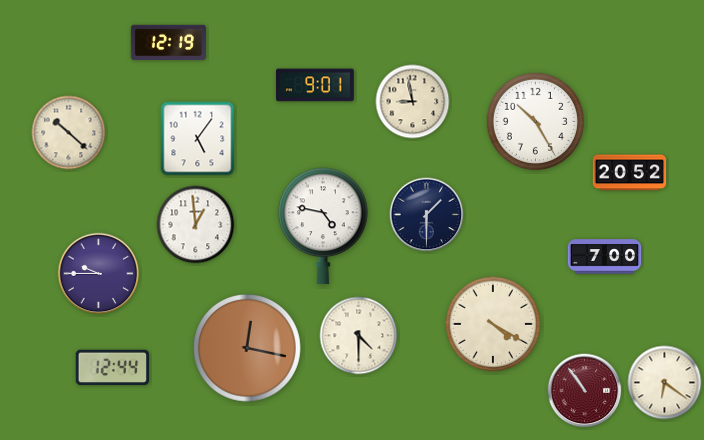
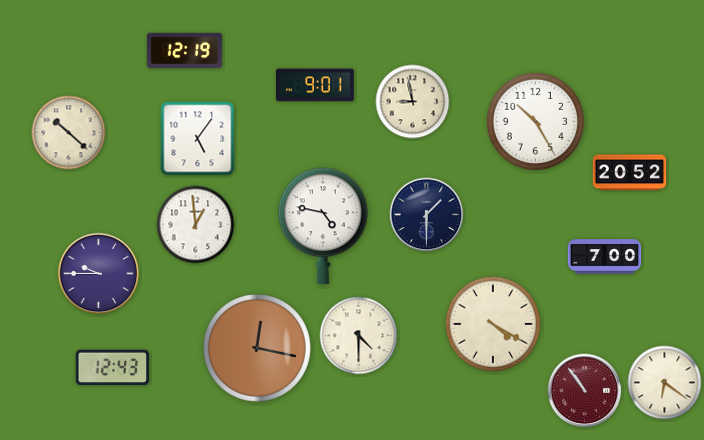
clock at (168, 42) position: (168, 42) -> (184, 50)
clock at (248, 349) position: (248, 349) -> (258, 349)
clock at (113, 368): 12:44 -> 12:43
